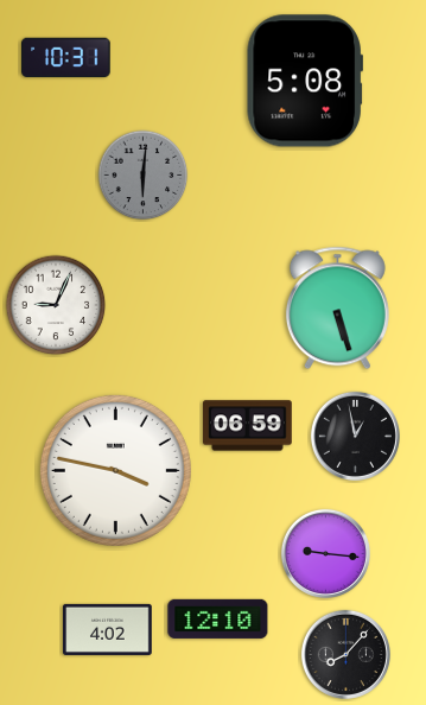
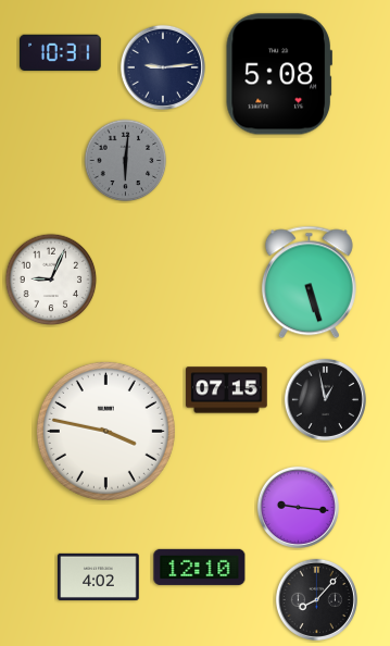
clock at (163, 67): none -> 9:14
clock at (144, 176) position: (144, 176) -> (126, 161)
clock at (248, 426): 06:59 -> 07:15
